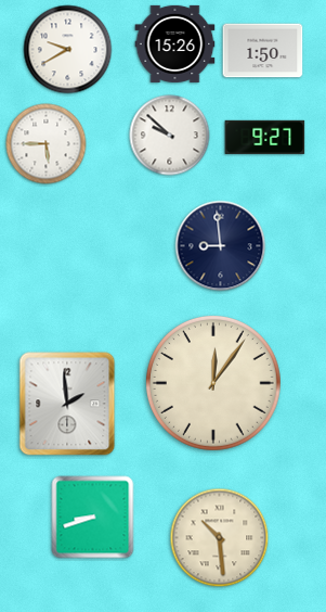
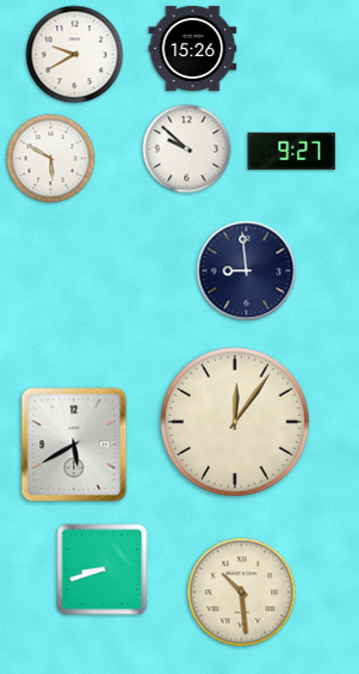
clock at (263, 51): 1:50 -> none
clock at (47, 144): 5:45 -> 5:50
clock at (221, 246) position: (221, 246) -> (247, 271)
clock at (67, 404): 1:59 -> 5:40
